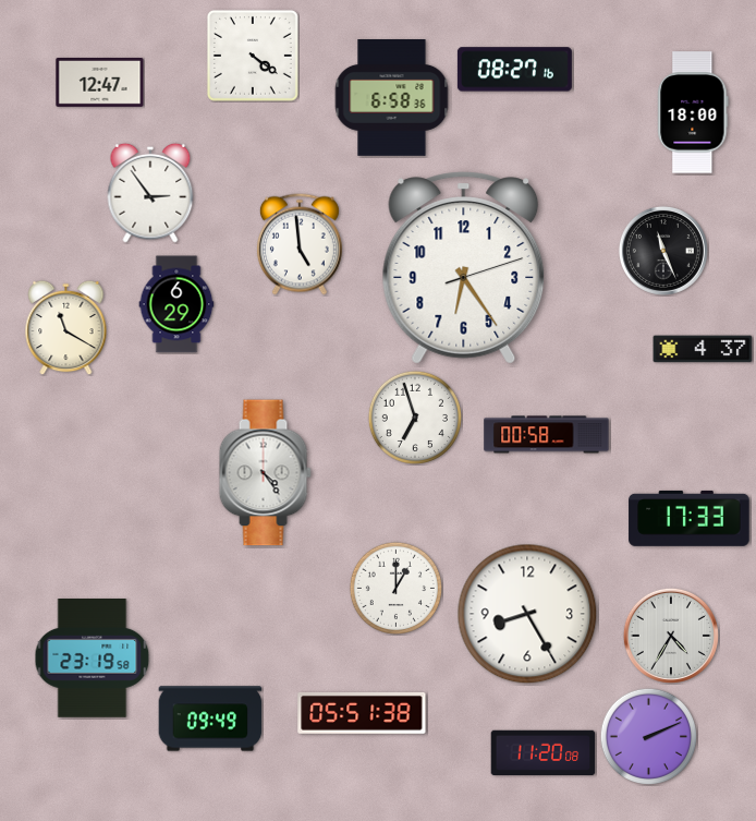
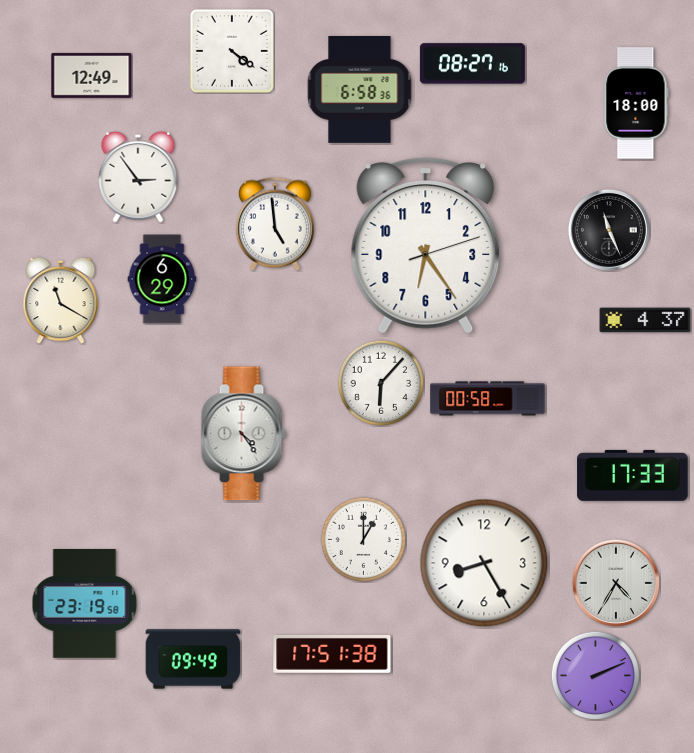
clock at (100, 82): 12:47 -> 12:49
clock at (414, 416): 6:57 -> 6:07
clock at (547, 435) position: (547, 435) -> (488, 399)
clock at (362, 713): 05:51 -> 17:51
clock at (544, 753): 11:20 -> none
